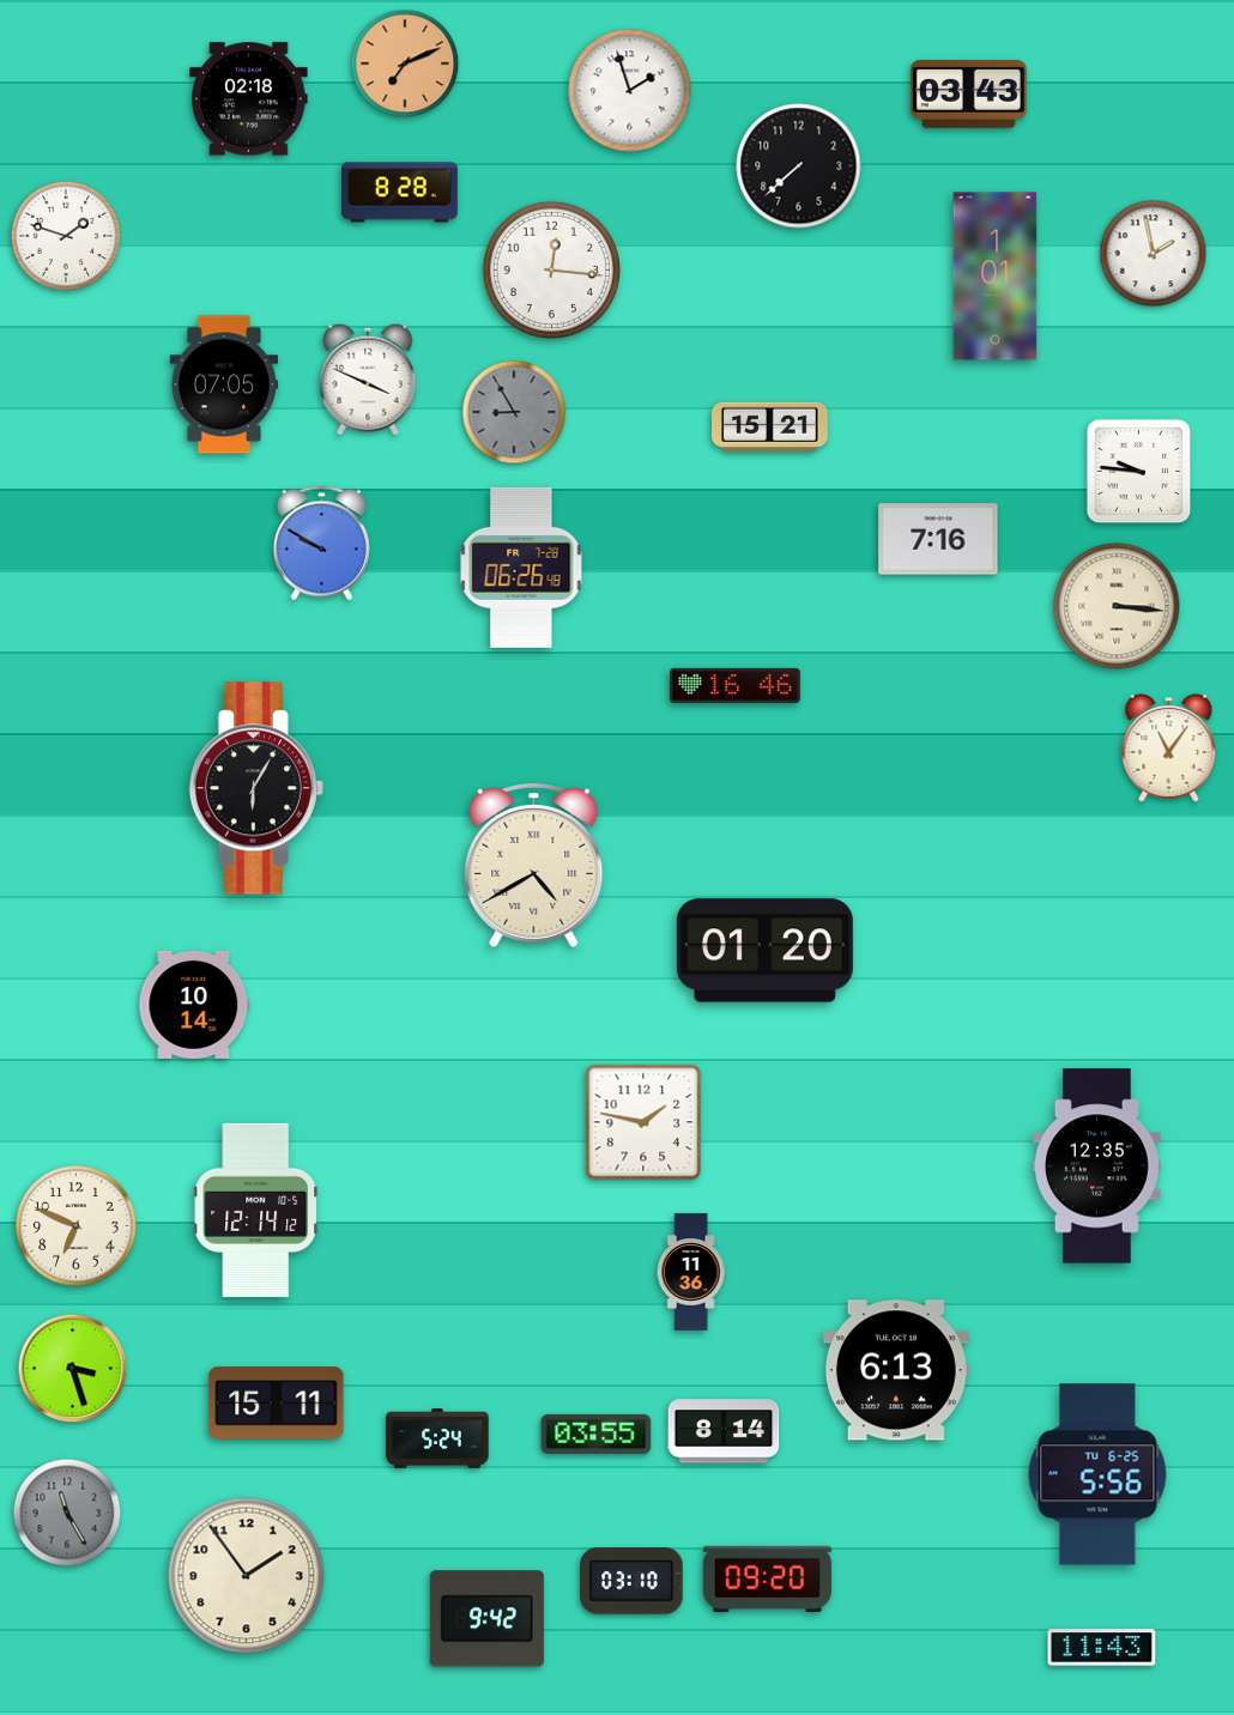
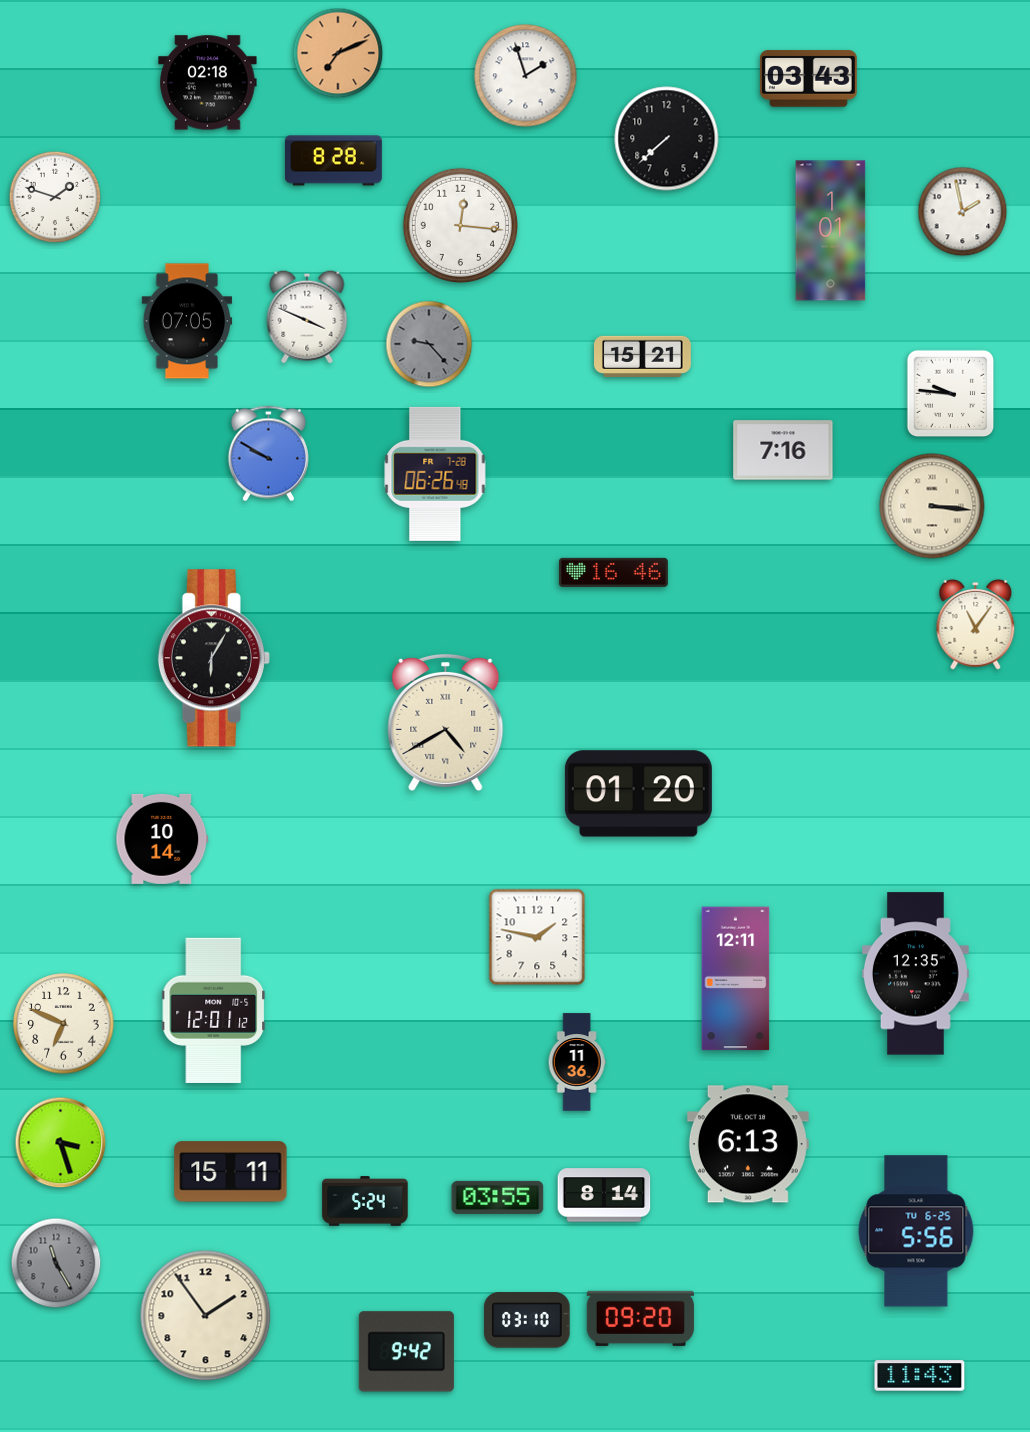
clock at (514, 412): 8:55 -> 9:23
clock at (736, 979): none -> 12:11
clock at (256, 1210): 12:14 -> 12:01
